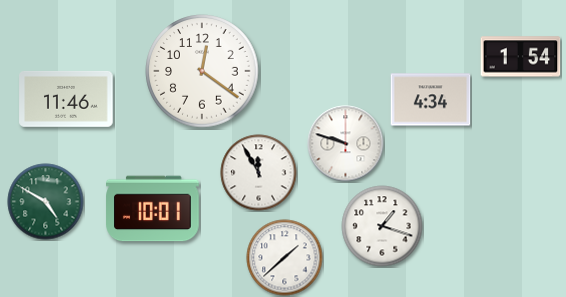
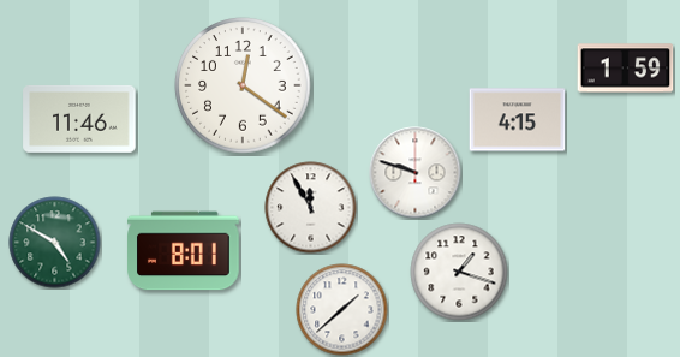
clock at (521, 57): 1:54 -> 1:59
clock at (431, 100): 4:34 -> 4:15
clock at (153, 209): 10:01 -> 8:01
